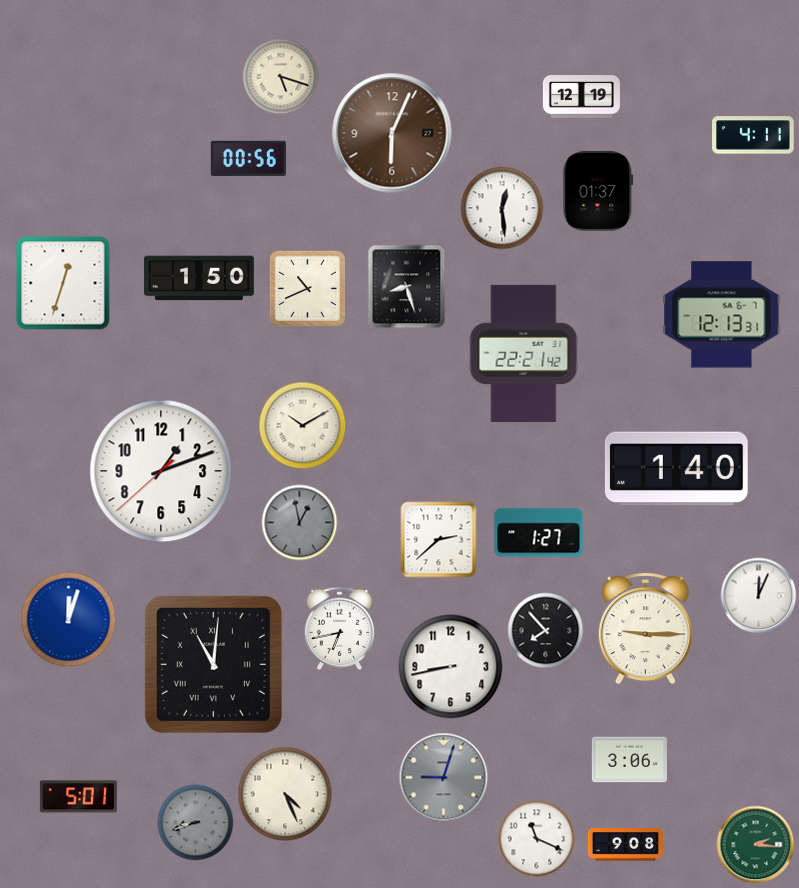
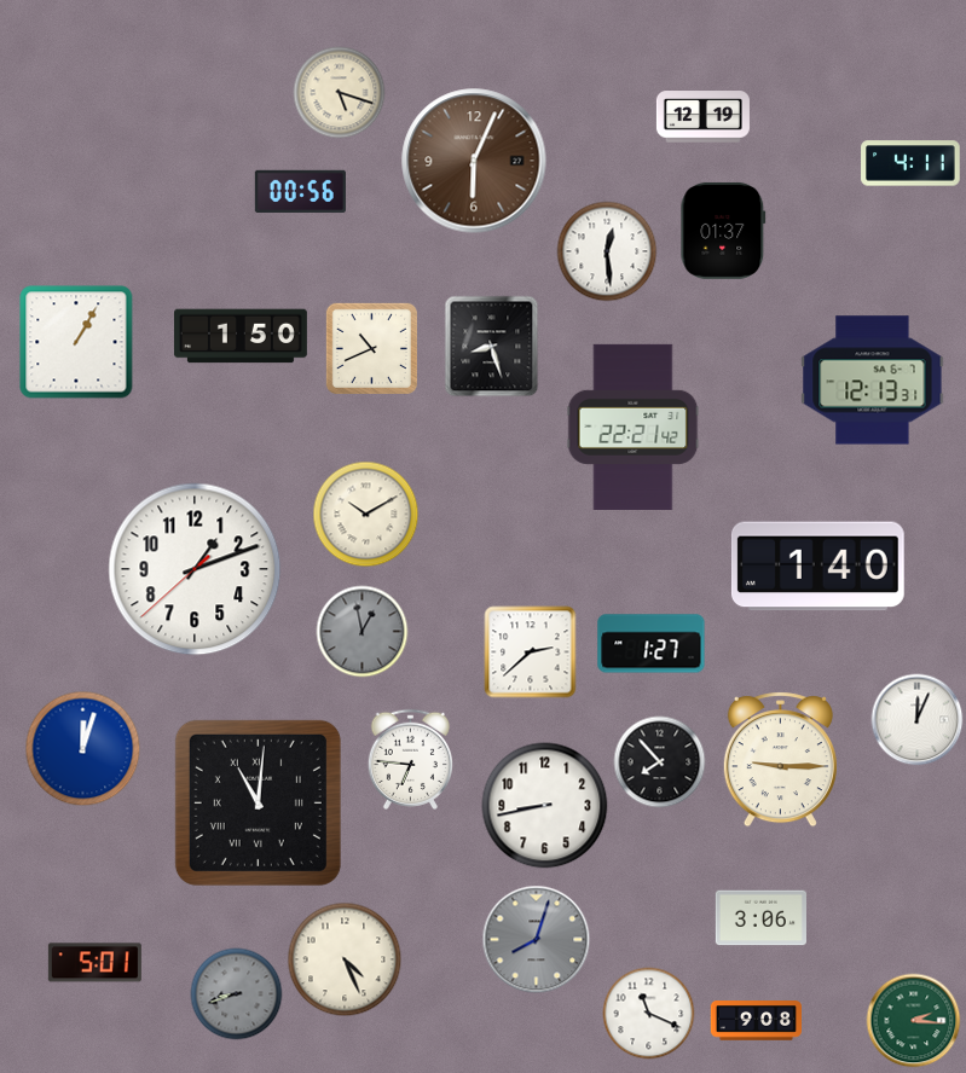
clock at (63, 283): 12:33 -> 1:05
clock at (339, 628): 6:43 -> 6:46
clock at (444, 778): 9:03 -> 8:03
